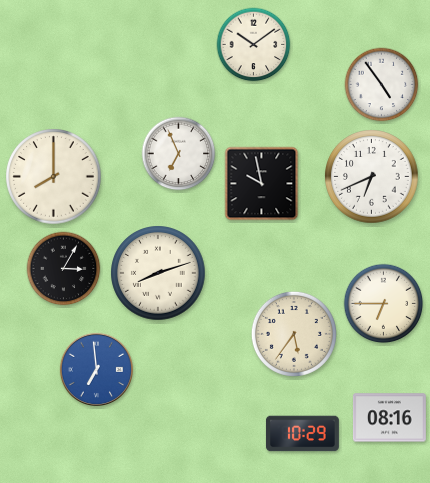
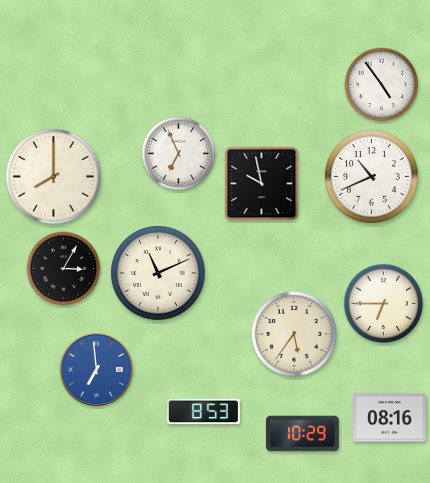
clock at (254, 45): 10:09 -> none
clock at (372, 177): 6:41 -> 10:41
clock at (158, 273): 8:12 -> 11:11
clock at (203, 412): none -> 8:53
